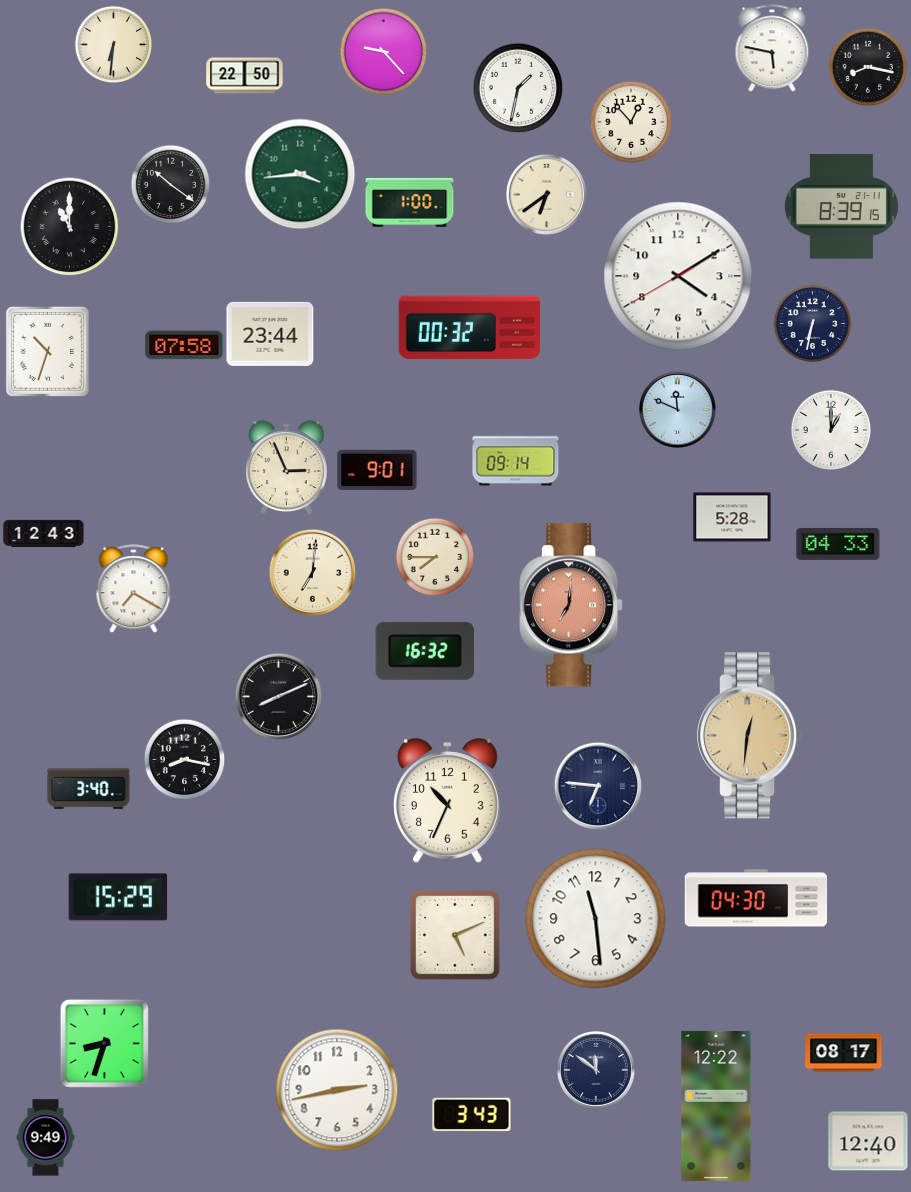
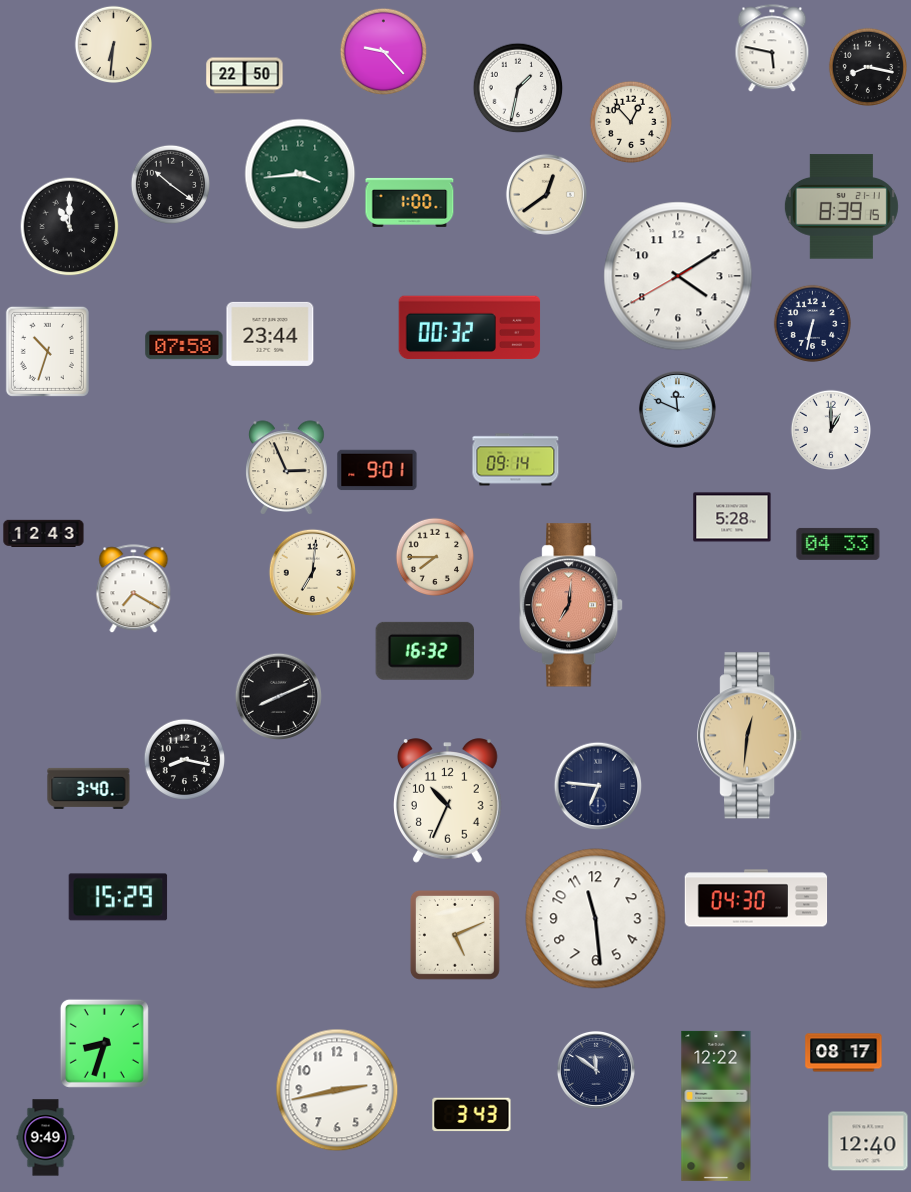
clock at (546, 194): 6:39 -> 12:39
